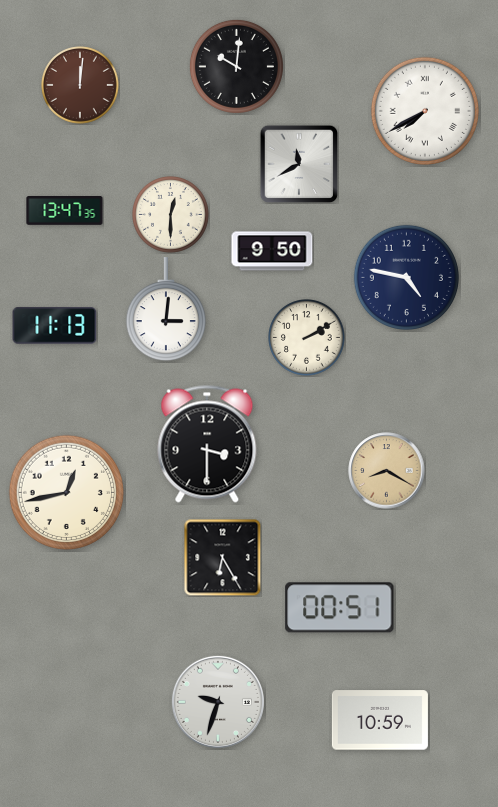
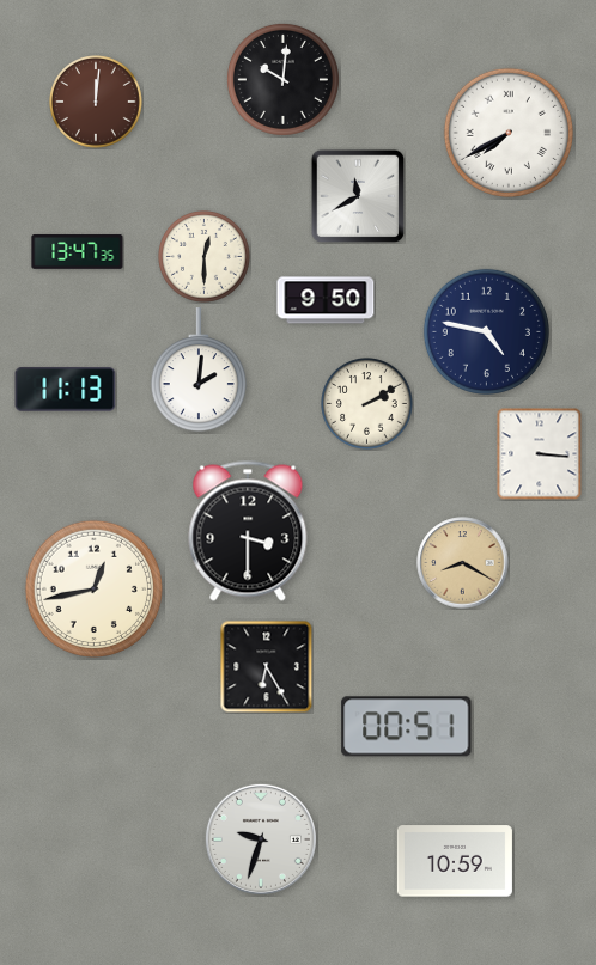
clock at (166, 310): 3:01 -> 2:01
clock at (540, 453): none -> 3:16
clock at (66, 492) position: (66, 492) -> (93, 588)
